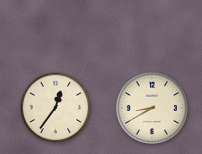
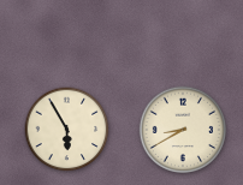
clock at (56, 108): 12:36 -> 5:55
